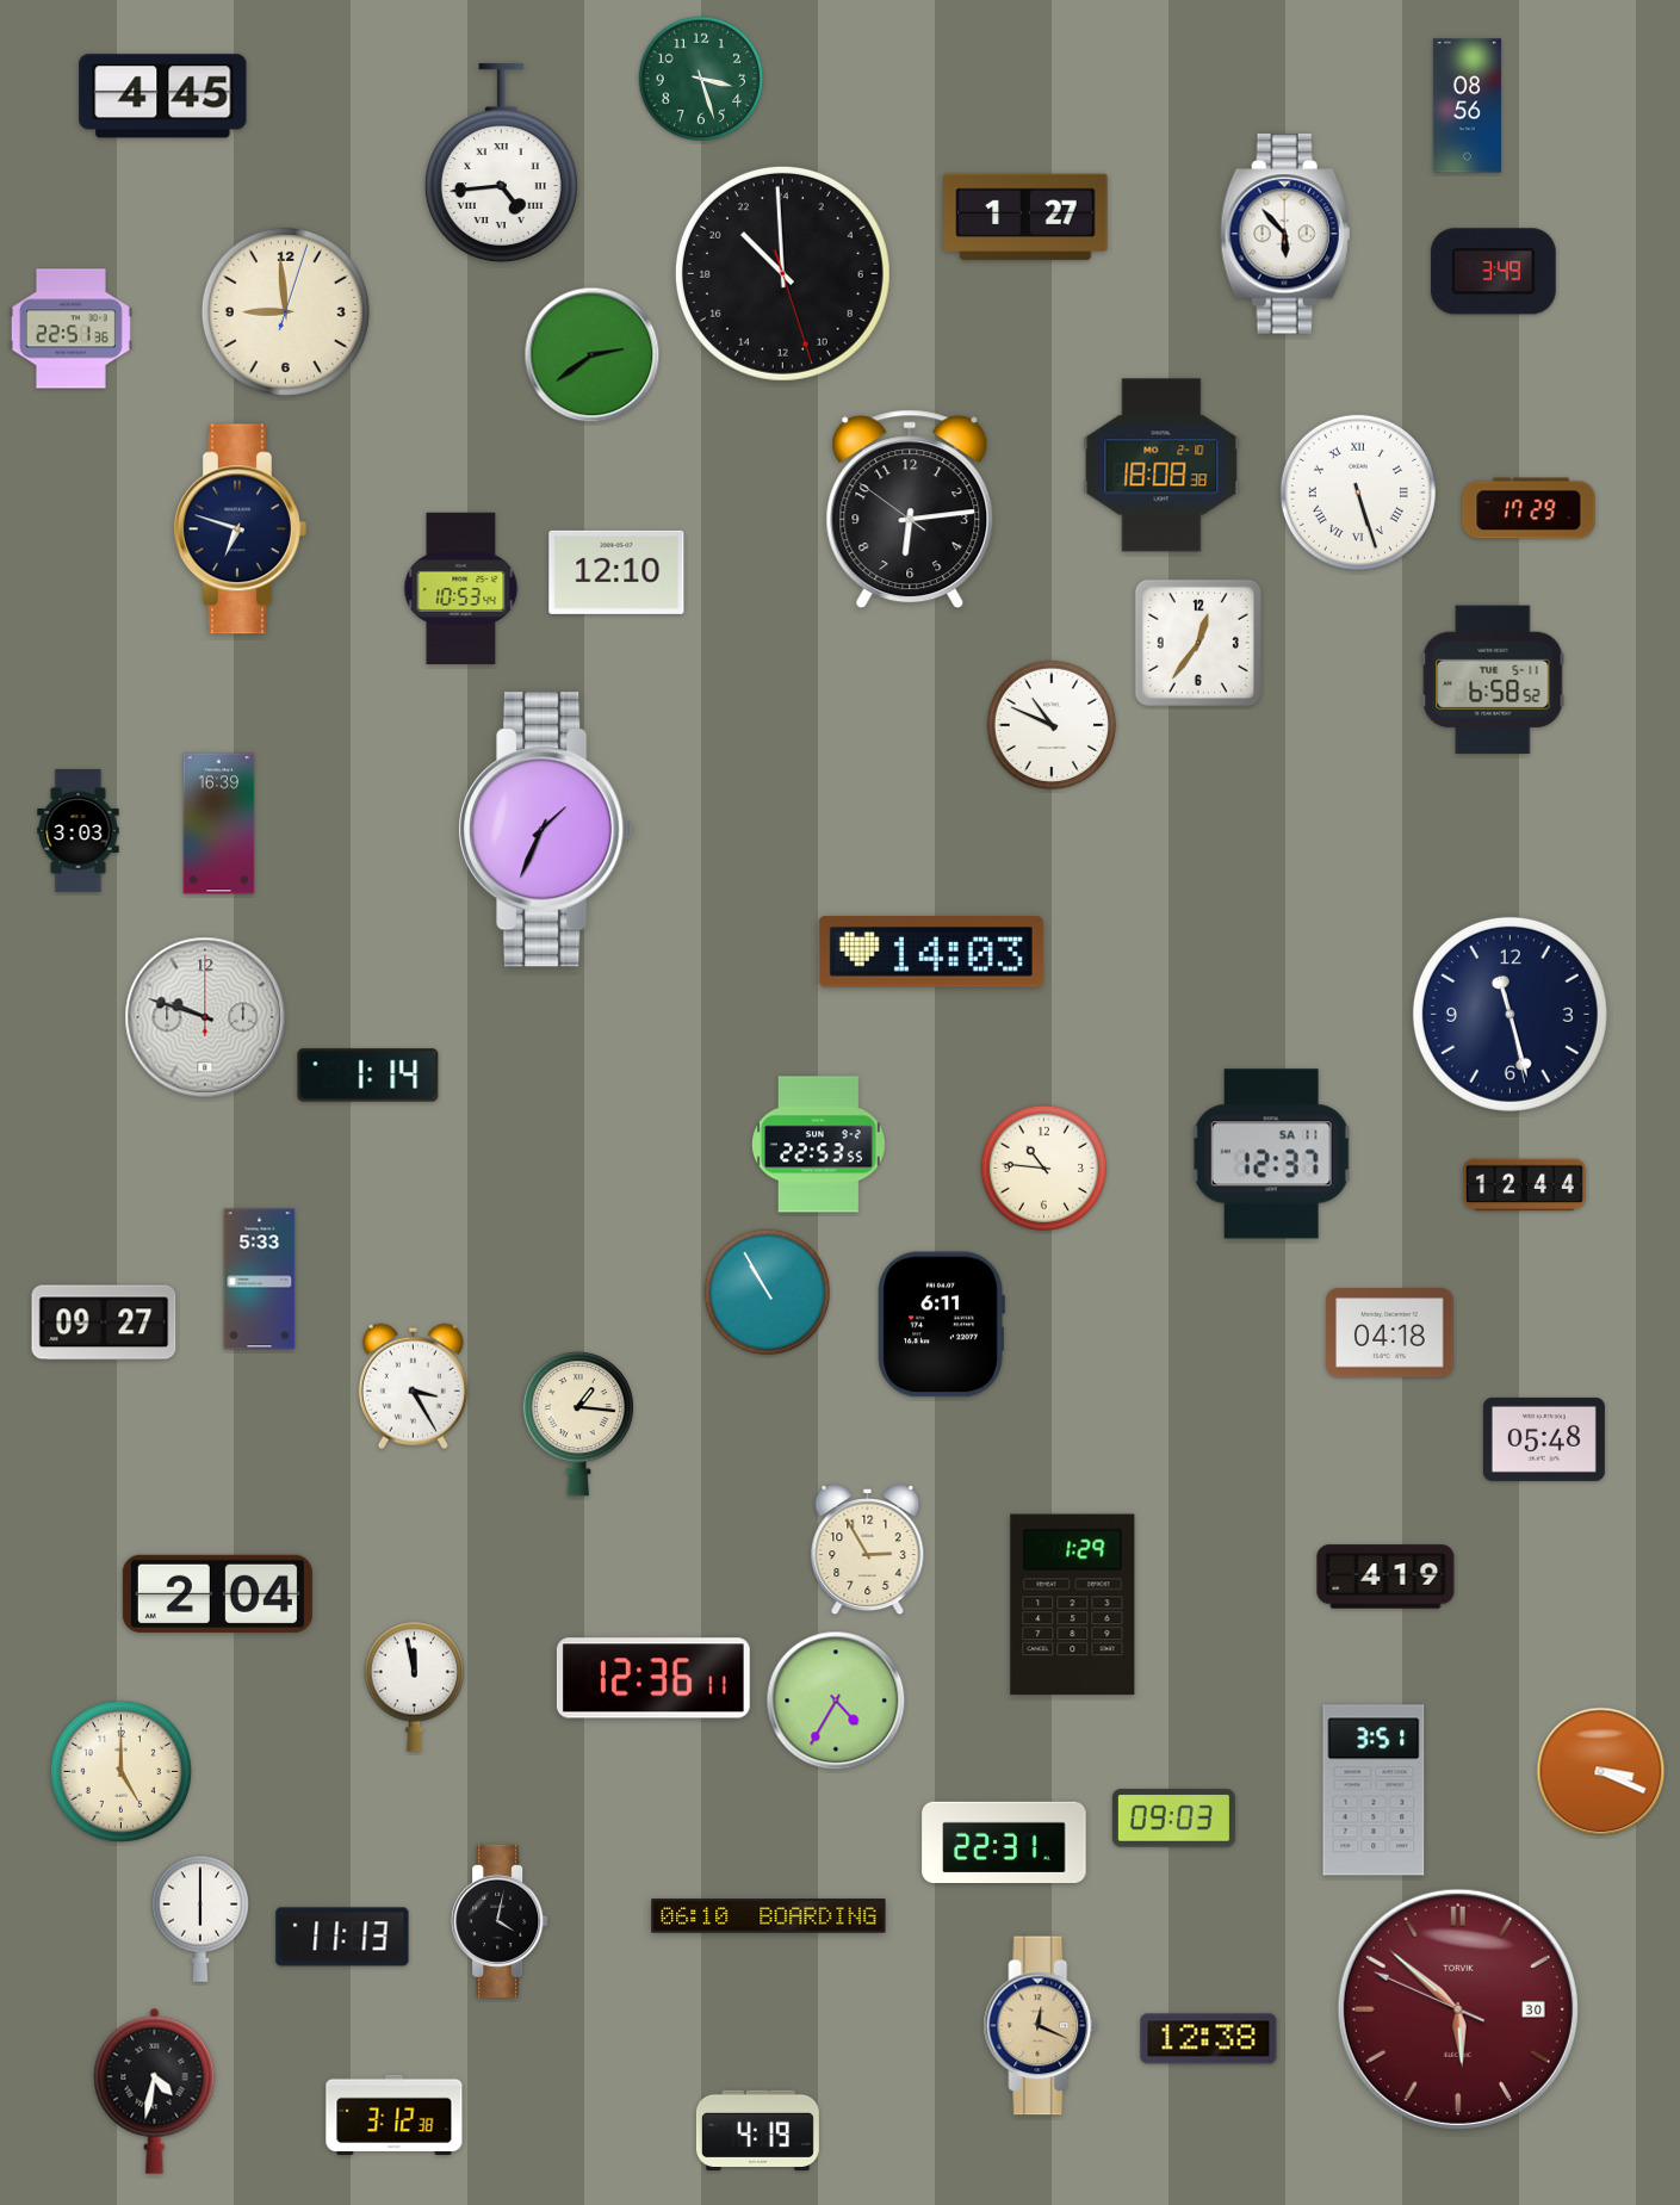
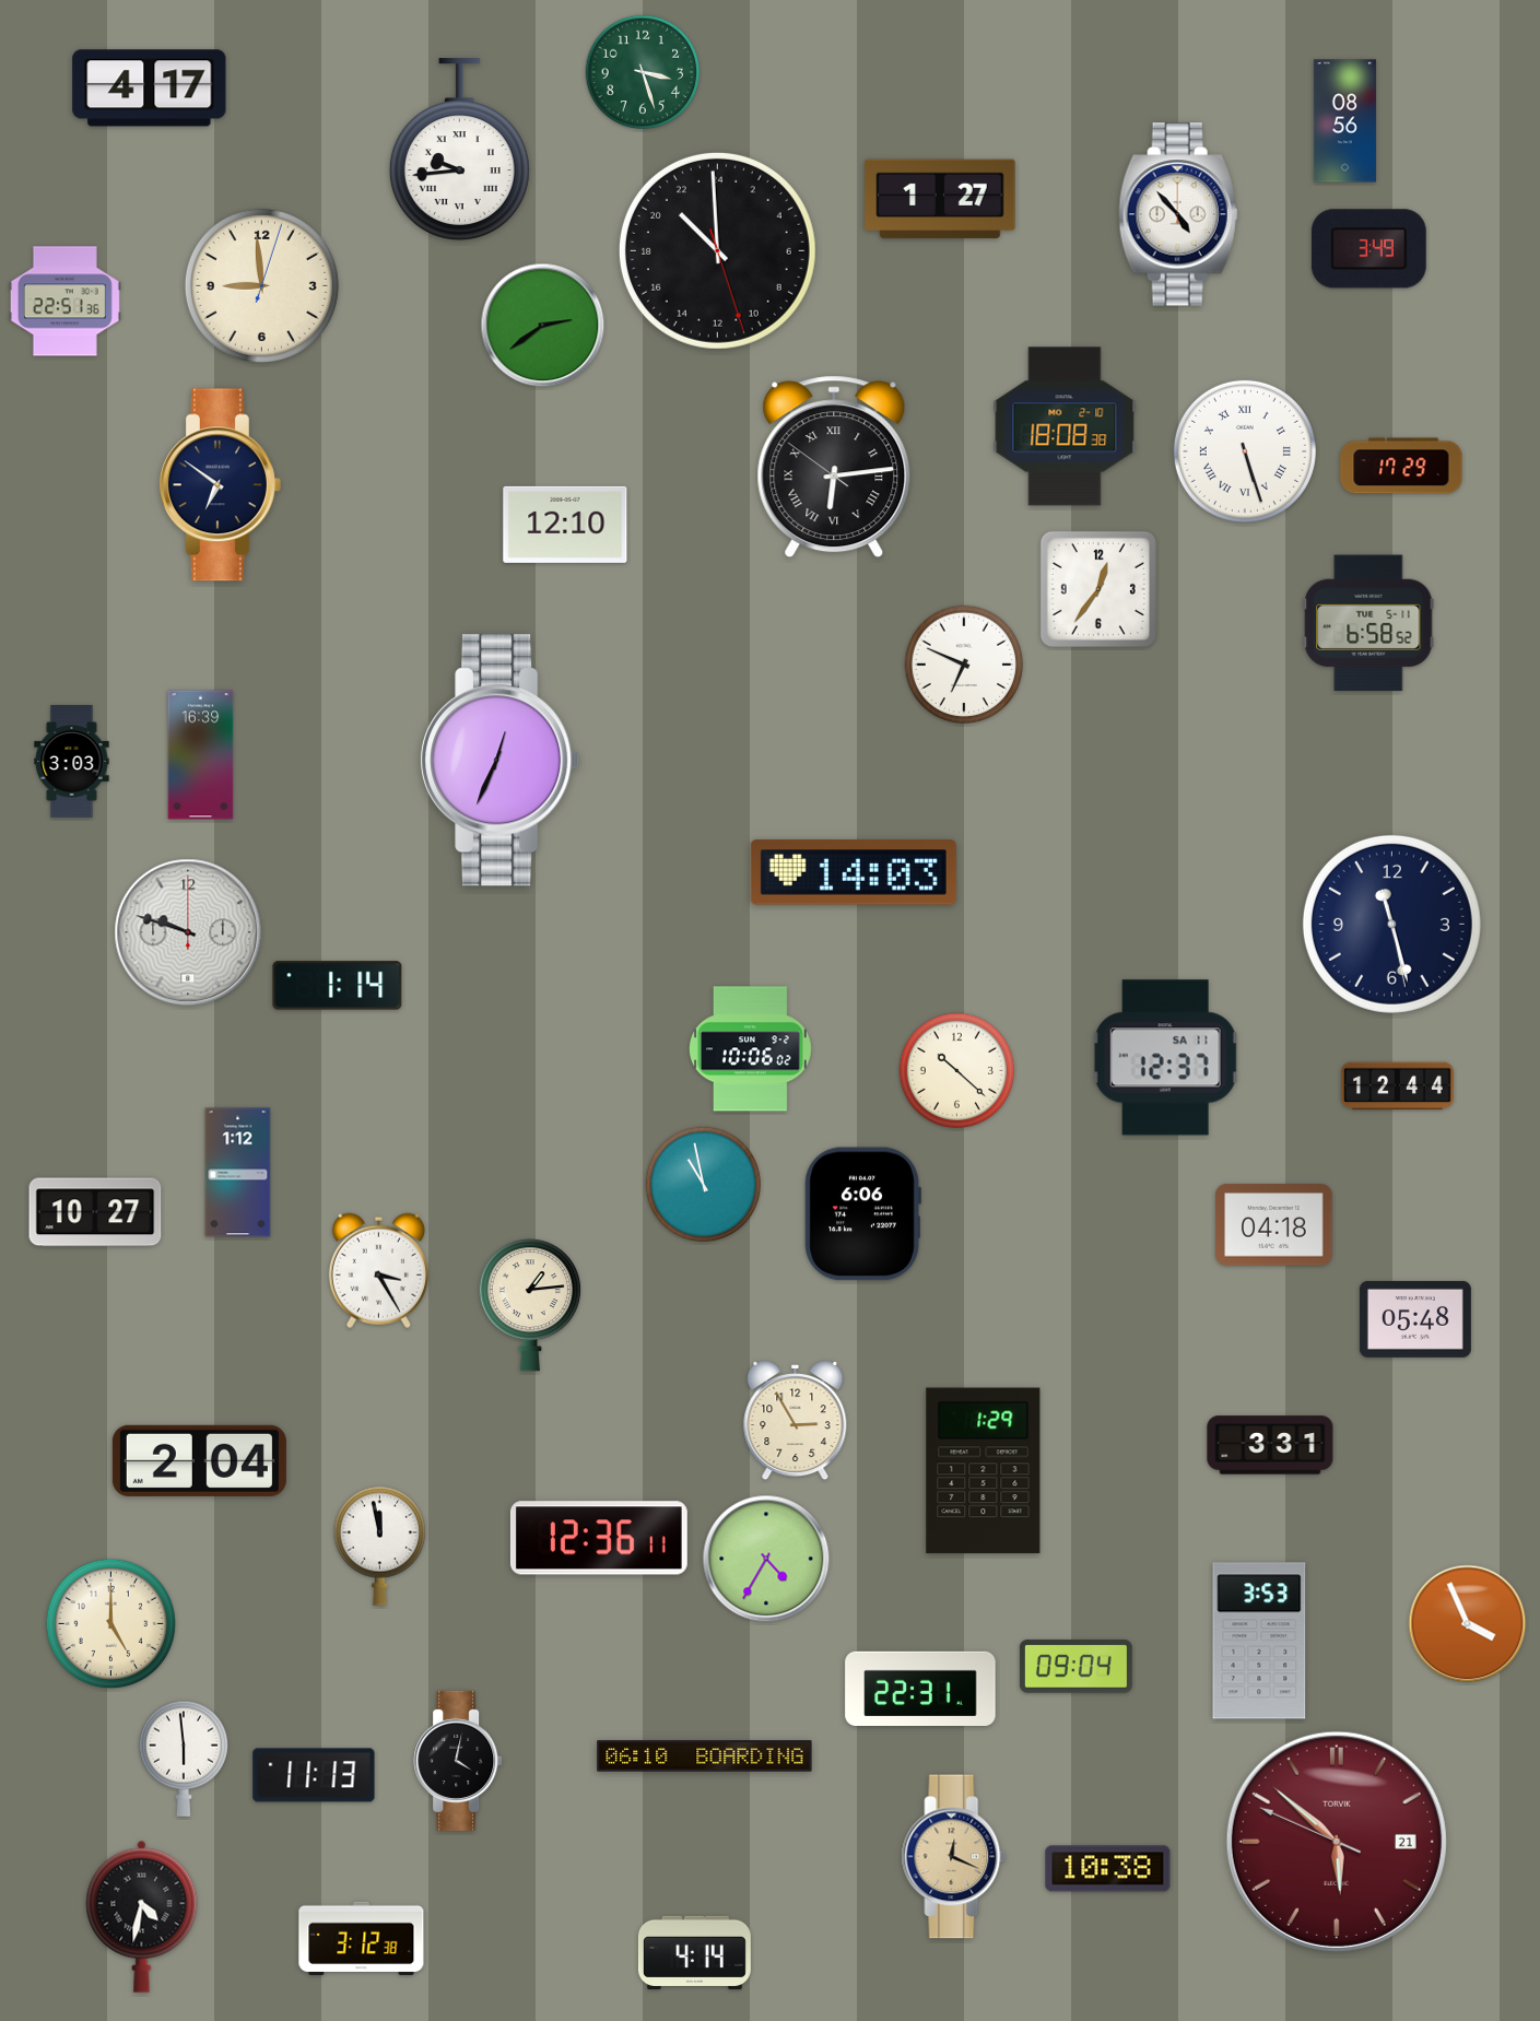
clock at (163, 97): 4:45 -> 4:17
clock at (1467, 106) position: (1467, 106) -> (1344, 121)
clock at (501, 163): 4:44 -> 9:44
clock at (1285, 234): 5:53 -> 4:53
clock at (910, 509) numerals: Arabic -> Roman
clock at (240, 529): 6:48 -> 6:51
clock at (461, 588): 10:53 -> none
clock at (1052, 725): 10:49 -> 6:49
clock at (546, 830): 1:34 -> 12:34
clock at (1509, 1014) position: (1509, 1014) -> (1391, 924)
clock at (818, 1145): 22:53 -> 10:06
clock at (1044, 1169): 10:46 -> 10:22
clock at (260, 1280): 5:33 -> 1:12
clock at (768, 1293): 10:55 -> 10:58
clock at (104, 1323): 09:27 -> 10:27
clock at (941, 1325): 6:11 -> 6:06
clock at (1390, 1333) position: (1390, 1333) -> (1274, 1225)
clock at (578, 1424): 1:16 -> 1:14
clock at (1385, 1577): 4:19 -> 3:31
clock at (1601, 1772): 3:19 -> 3:56
clock at (1374, 1790): 3:51 -> 3:53
clock at (1173, 1819): 09:03 -> 09:04
clock at (199, 1919): 6:00 -> 5:59
clock at (1458, 2009) date: 30 -> 21
clock at (1209, 2039): 12:38 -> 10:38
clock at (757, 2130): 4:19 -> 4:14
